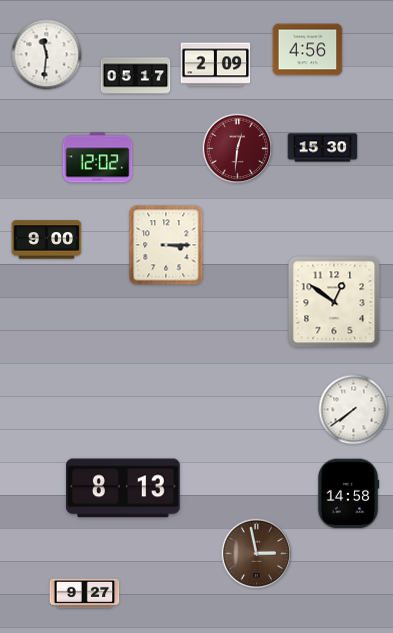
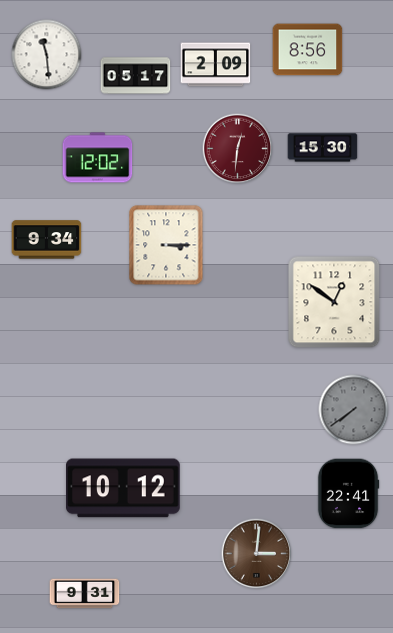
clock at (308, 50): 4:56 -> 8:56
clock at (47, 55): 11:31 -> 11:29
clock at (47, 240): 9:00 -> 9:34
clock at (354, 410) dial: white -> grey
clock at (124, 488): 8:13 -> 10:12
clock at (348, 494): 14:58 -> 22:41
clock at (257, 554): 2:58 -> 3:01
clock at (85, 594): 9:27 -> 9:31
